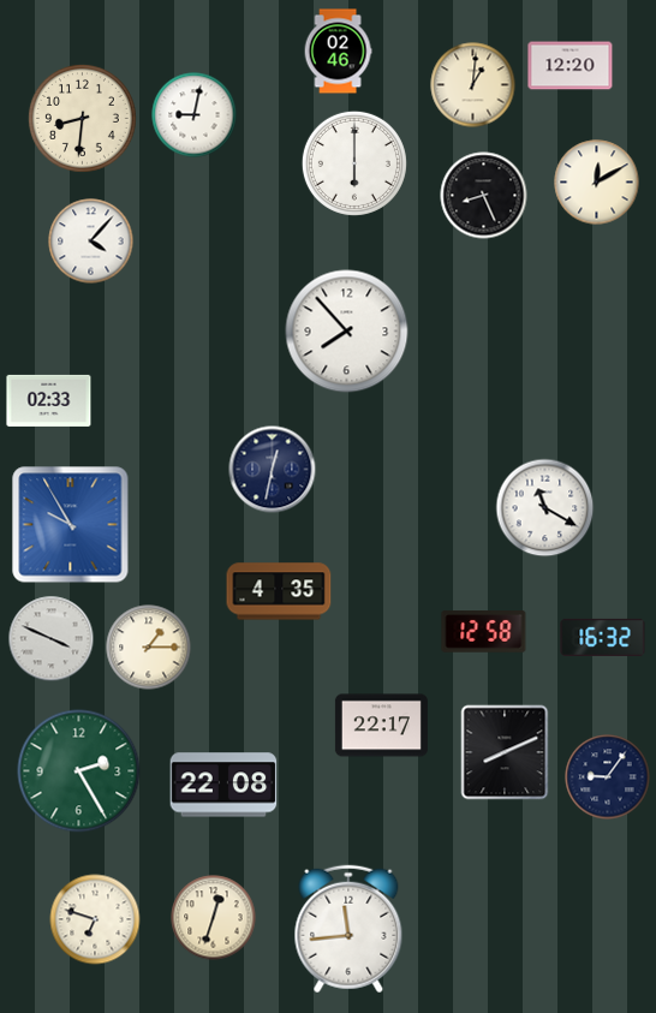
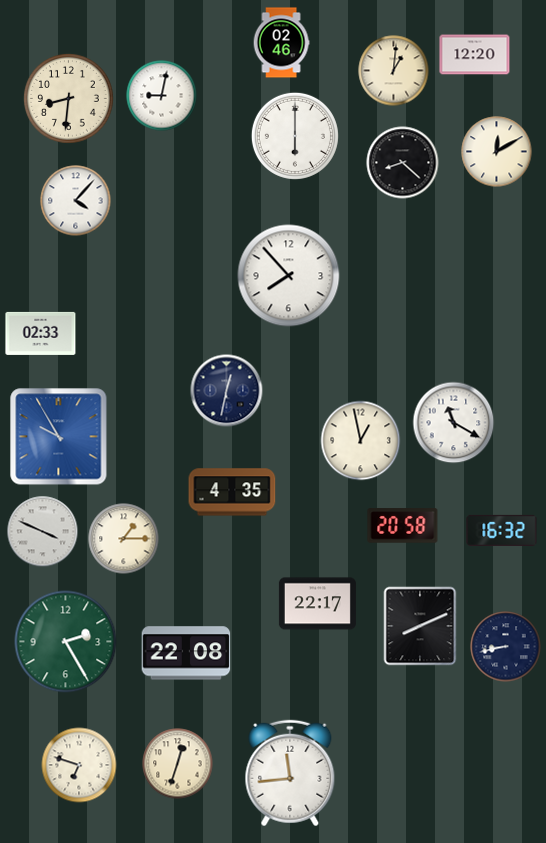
clock at (484, 196): 8:26 -> 8:22
clock at (361, 441): none -> 12:58
clock at (484, 632): 12:58 -> 20:58
clock at (608, 777): 9:06 -> 8:43
